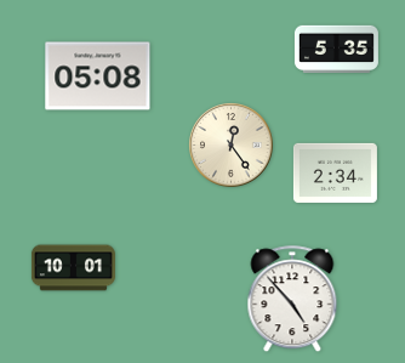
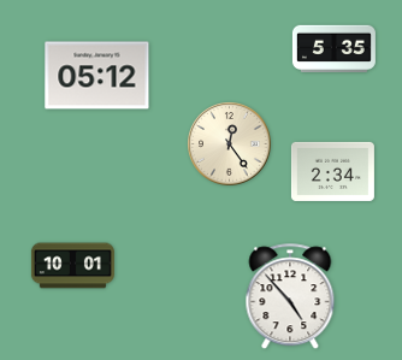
clock at (98, 76): 05:08 -> 05:12
